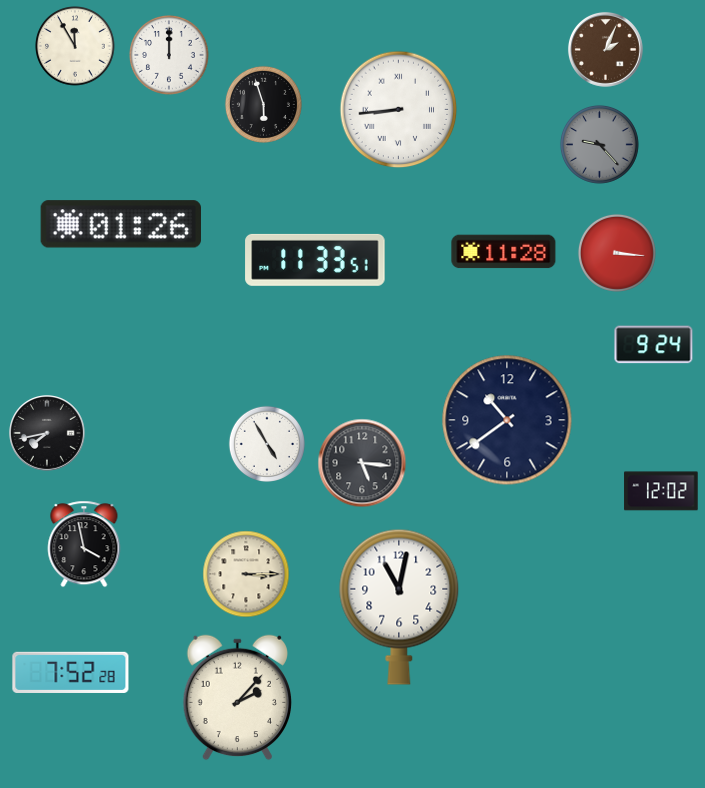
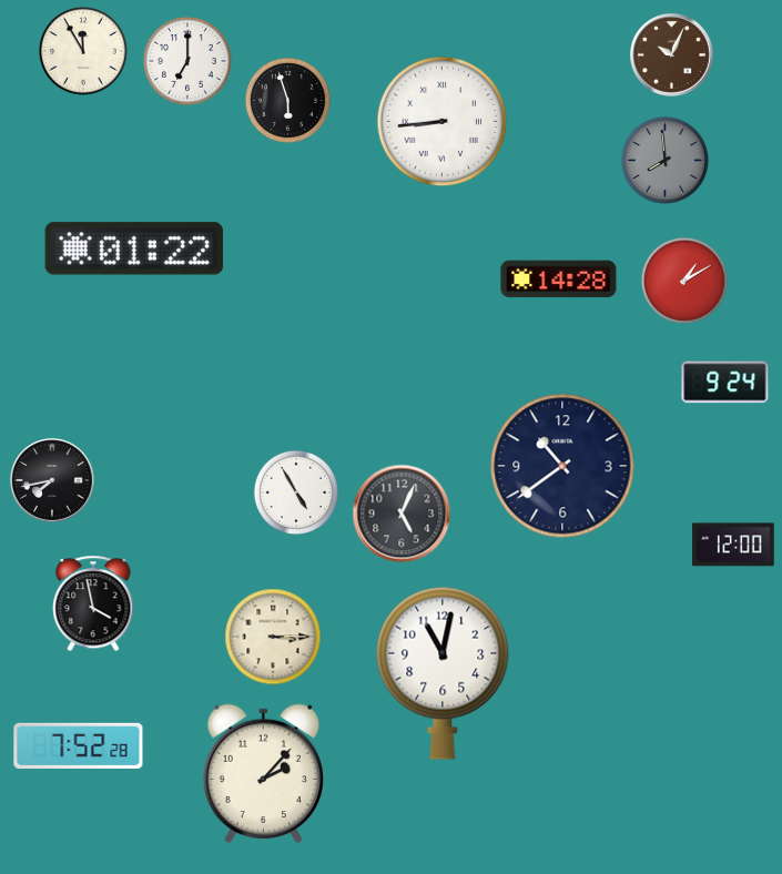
clock at (605, 49): 2:04 -> 10:04
clock at (169, 55): 12:00 -> 7:00
clock at (263, 104) position: (263, 104) -> (287, 100)
clock at (599, 144): 9:23 -> 7:59
clock at (120, 224): 01:26 -> 01:22
clock at (504, 252): 11:28 -> 14:28
clock at (617, 253): 3:16 -> 1:10
clock at (315, 260): 11:33 -> none
clock at (362, 463): 5:16 -> 5:04
clock at (661, 491): 12:02 -> 12:00
